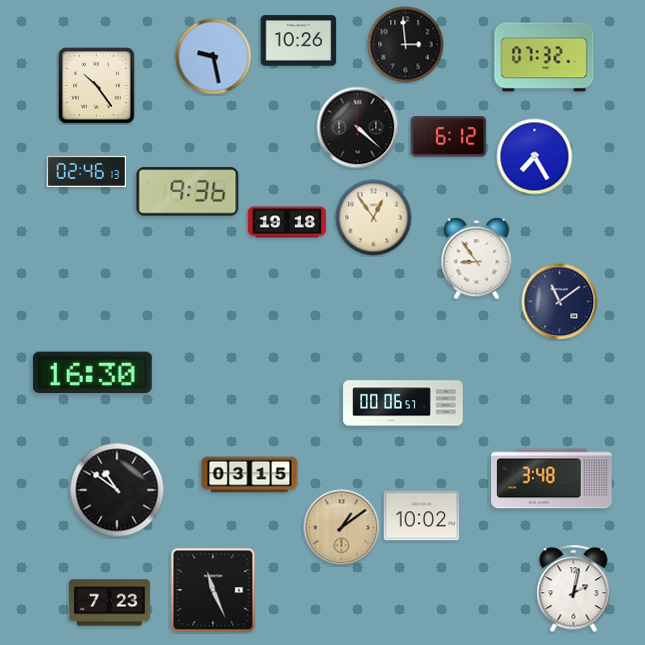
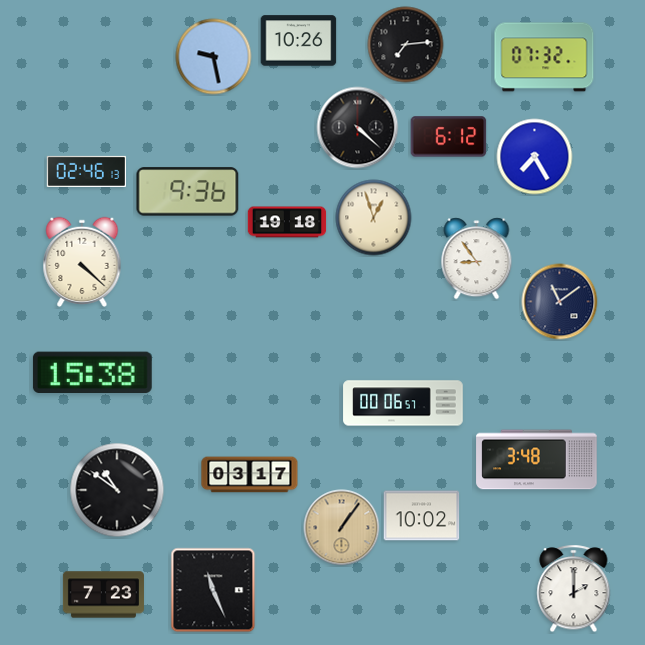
clock at (406, 45): 2:59 -> 7:14
clock at (97, 86): 10:24 -> none
clock at (374, 218): 12:54 -> 12:57
clock at (82, 262): none -> 4:22
clock at (92, 373): 16:30 -> 15:38
clock at (250, 475): 03:15 -> 03:17
clock at (552, 479) position: (552, 479) -> (537, 460)
clock at (342, 528): 1:09 -> 1:06
clock at (574, 589): 2:02 -> 2:00
clock at (109, 603) position: (109, 603) -> (103, 595)
